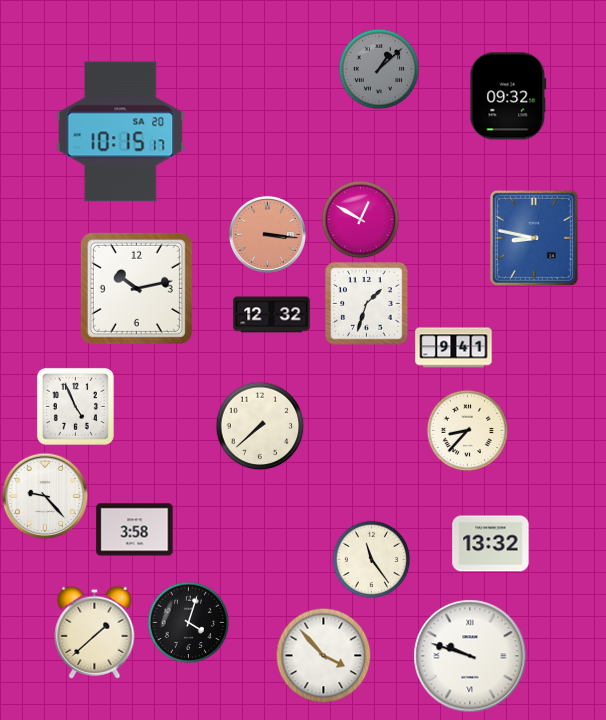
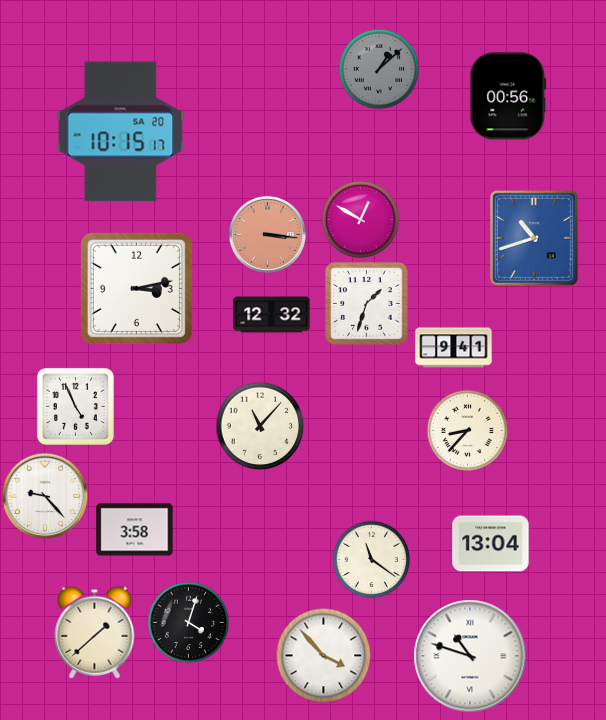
clock at (508, 96): 09:32 -> 00:56
clock at (534, 238): 8:47 -> 10:42
clock at (136, 288): 10:13 -> 3:13
clock at (260, 426): 7:38 -> 11:07
clock at (491, 544): 13:32 -> 13:04
clock at (371, 559): 11:24 -> 11:21
clock at (470, 656): 9:48 -> 10:48
